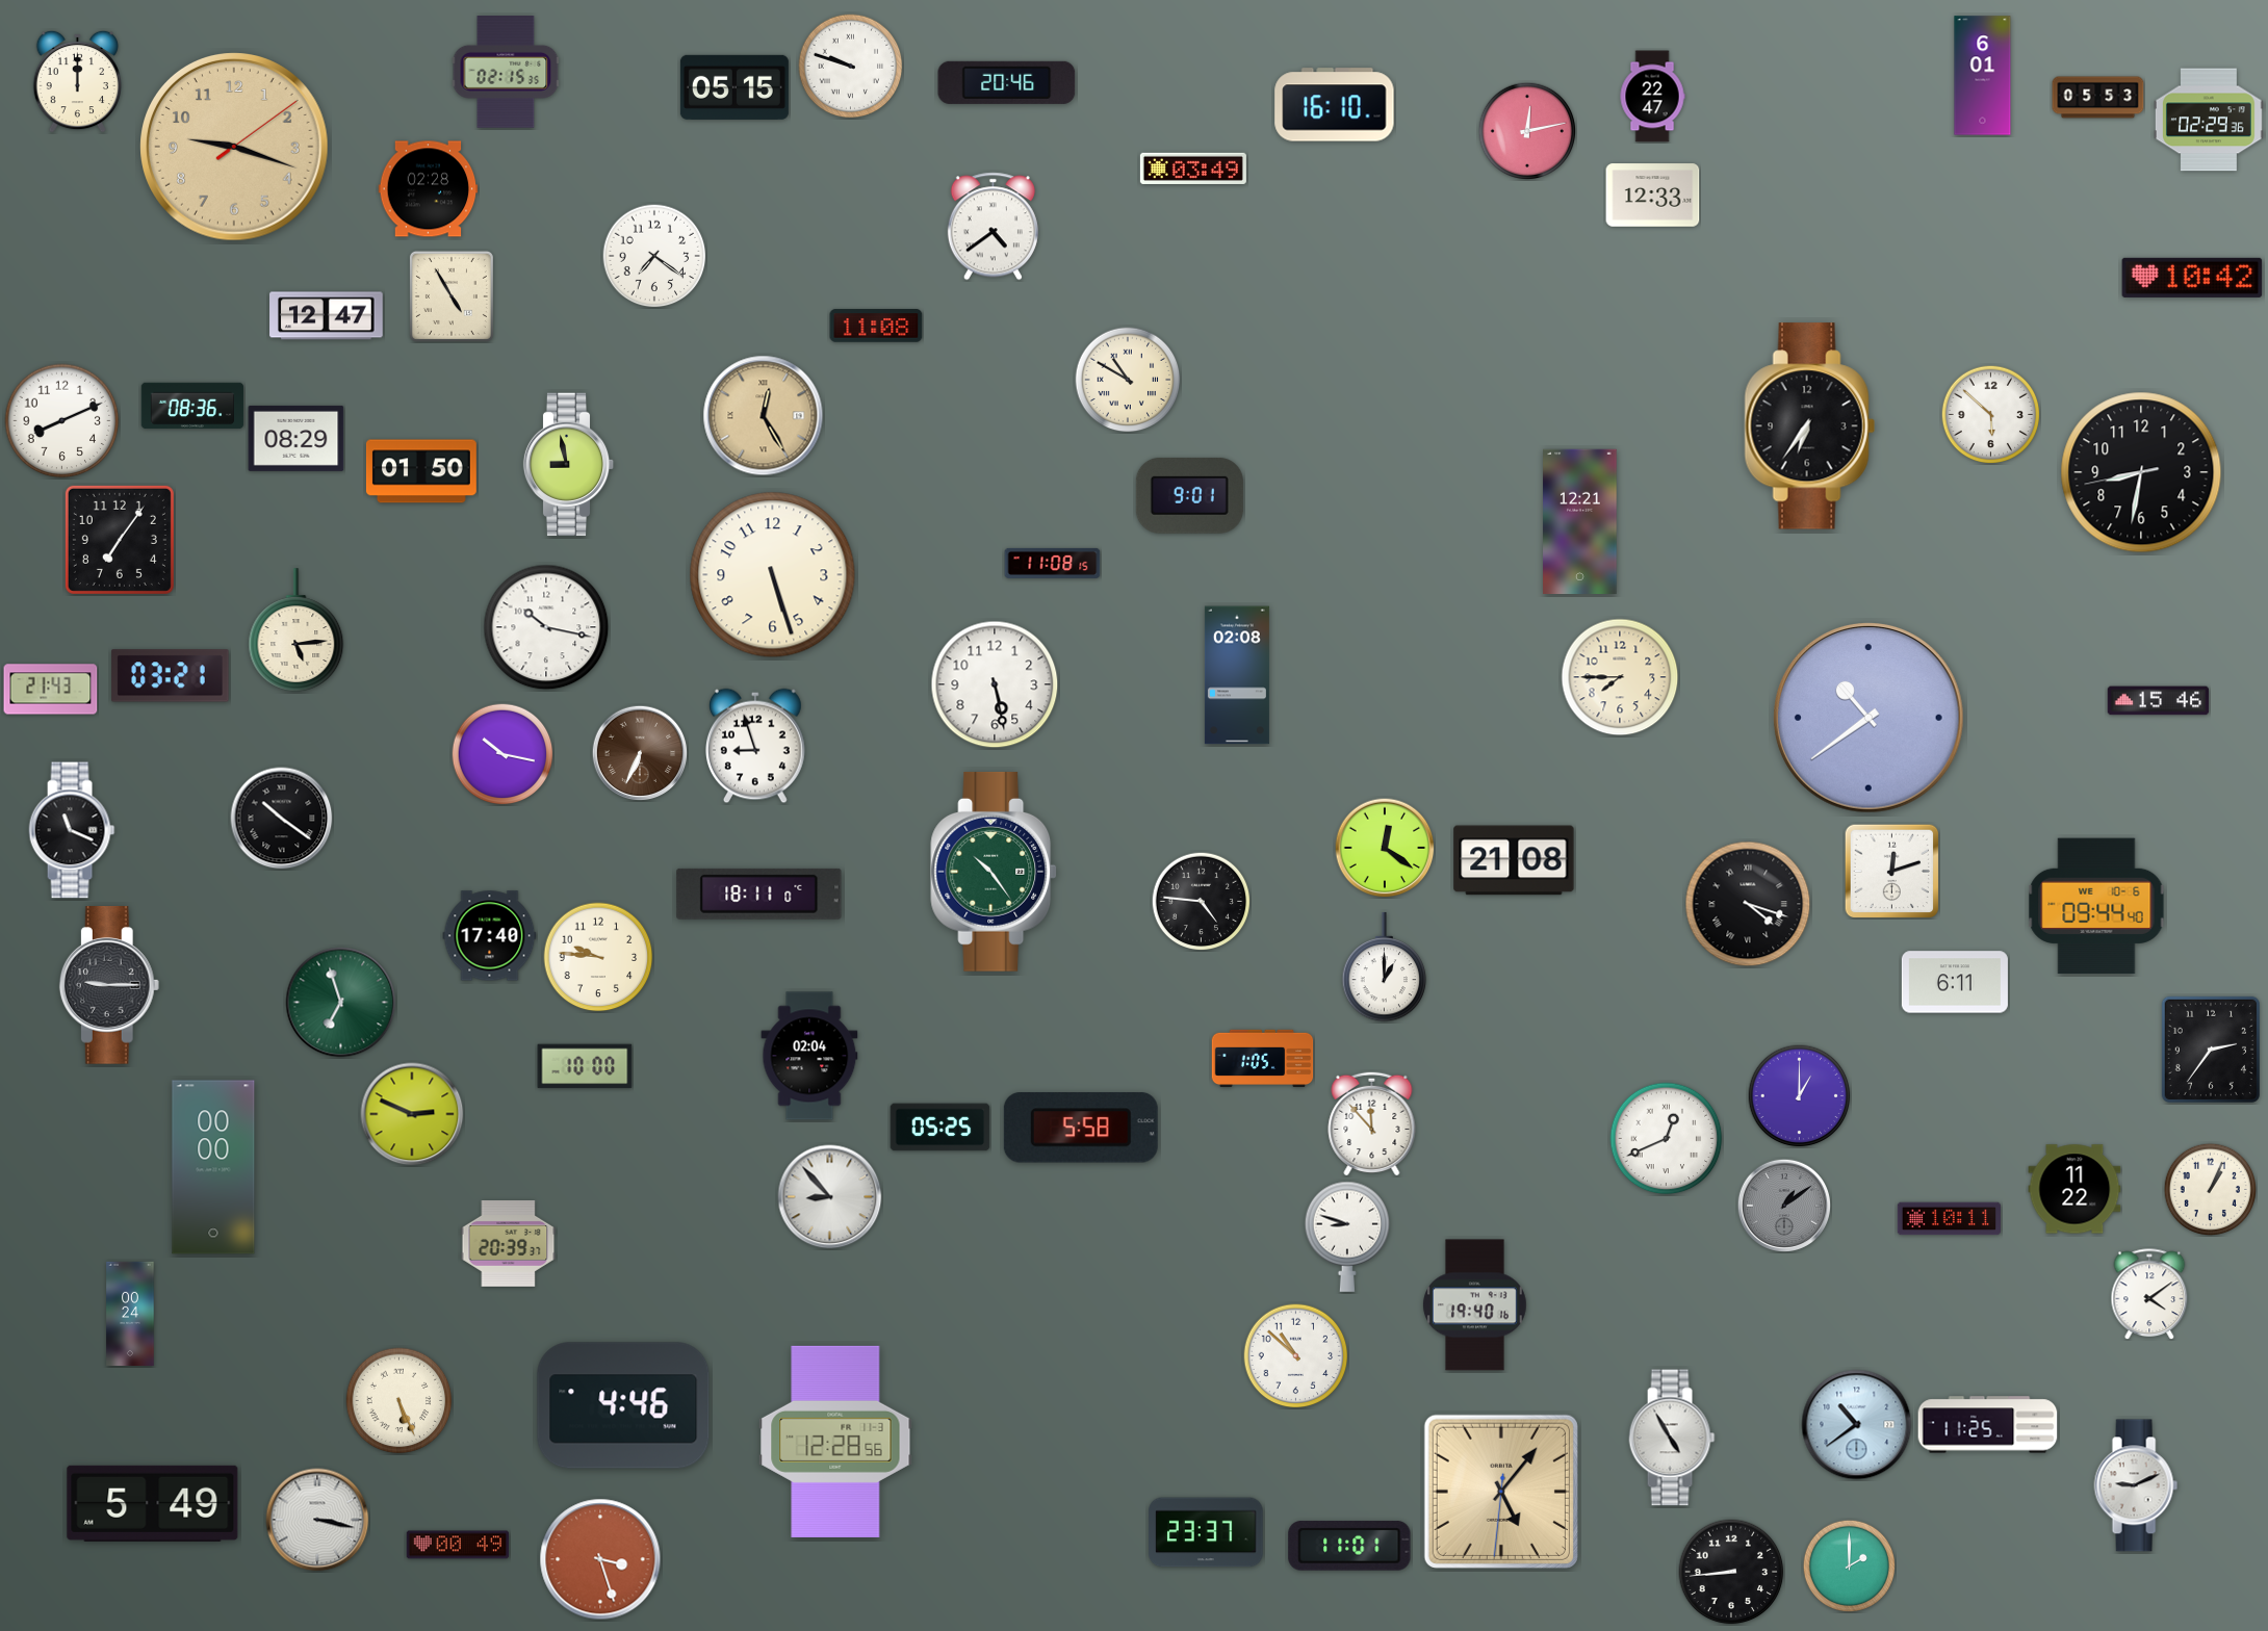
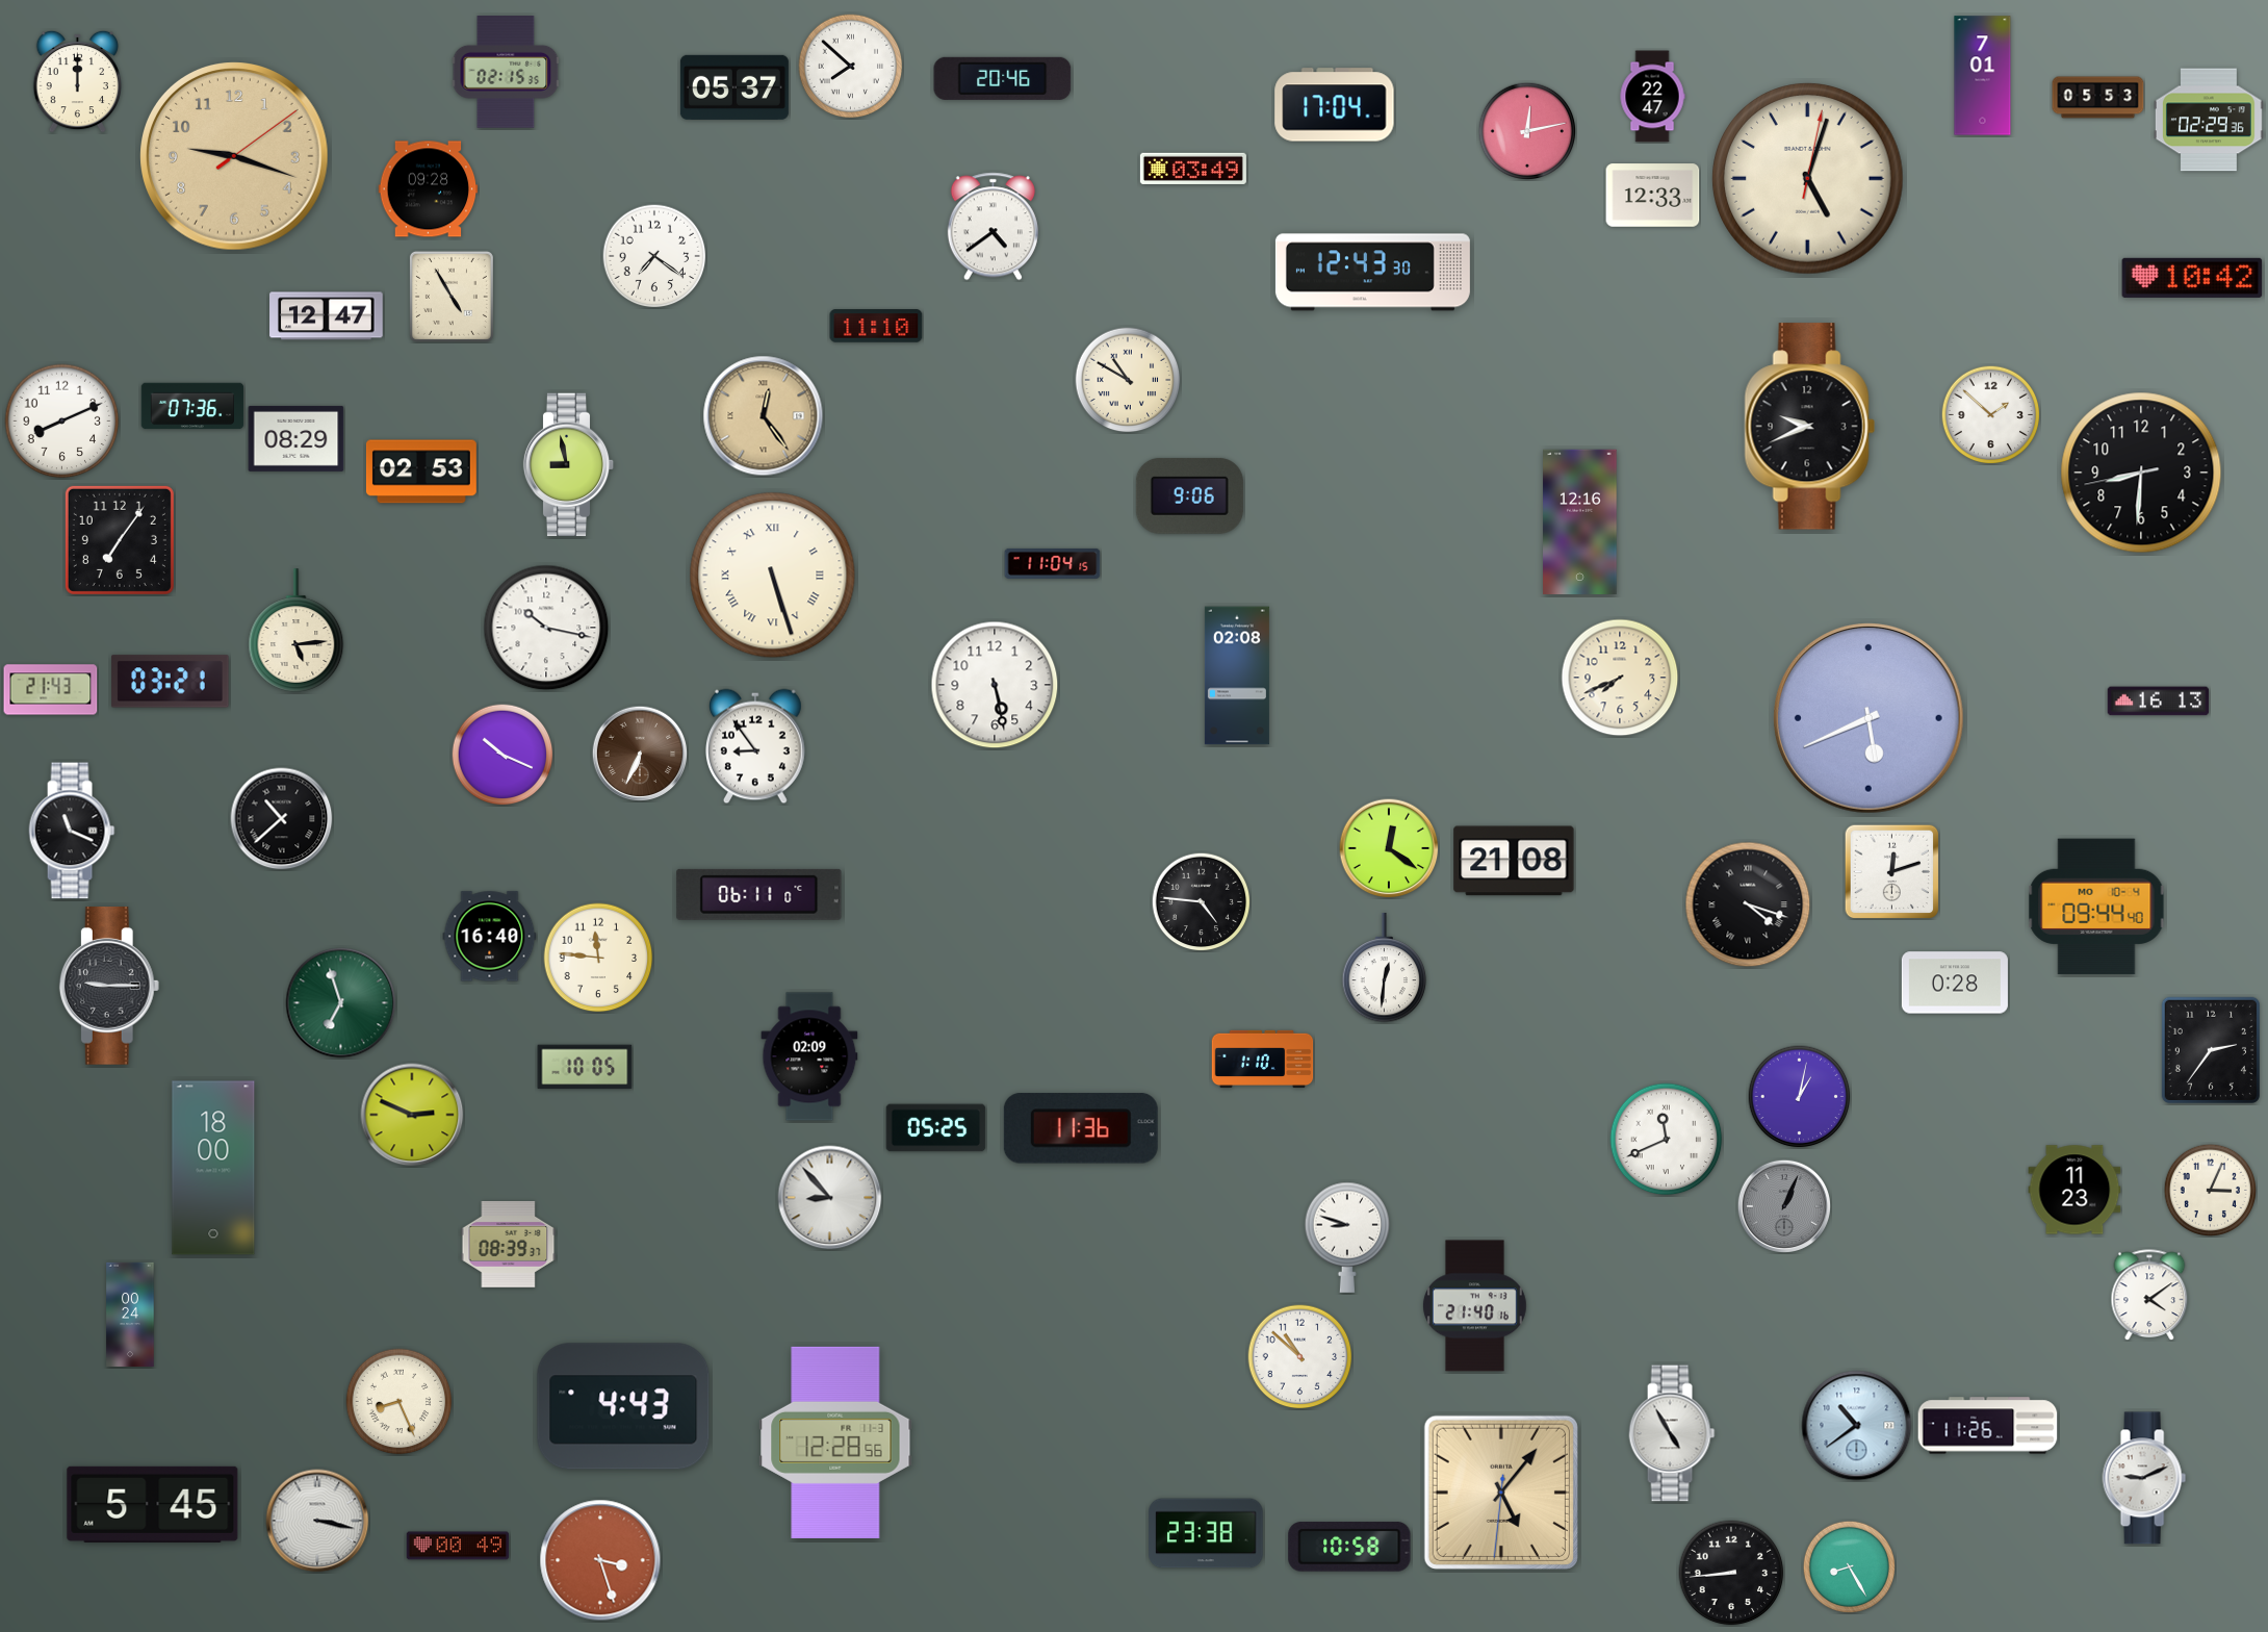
clock at (851, 67): 9:48 -> 7:52
clock at (1983, 76): 6:01 -> 7:01
clock at (1007, 82) position: (1007, 82) -> (1003, 78)
clock at (734, 87): 05:15 -> 05:37
clock at (1335, 105): 16:10 -> 17:04
clock at (234, 147) position: (234, 147) -> (234, 156)
clock at (1808, 179): none -> 5:03
clock at (429, 189): 02:28 -> 09:28
clock at (1372, 273): none -> 12:43
clock at (876, 326): 11:08 -> 11:10
clock at (192, 406): 08:36 -> 07:36
clock at (1990, 414): 5:52 -> 1:52
clock at (764, 416): 12:25 -> 12:24
clock at (1809, 426): 6:36 -> 9:41
clock at (421, 471): 01:50 -> 02:53
clock at (2141, 472): 8:31 -> 8:30
clock at (1189, 496): 9:01 -> 9:06
clock at (1580, 521): 12:21 -> 12:16
clock at (1053, 563): 11:08 -> 11:04
clock at (773, 575) numerals: Arabic -> Roman
clock at (171, 676) position: (171, 676) -> (171, 682)
clock at (1620, 677): 7:45 -> 7:41
clock at (2159, 701): 15:46 -> 16:13
clock at (1870, 719): 10:39 -> 5:41
clock at (756, 746): 8:57 -> 8:54
clock at (502, 754): 10:17 -> 10:19
clock at (282, 819): 10:21 -> 10:38
clock at (1385, 848) position: (1385, 848) -> (1389, 848)
clock at (994, 872): 10:24 -> none
clock at (759, 894): 18:11 -> 06:11
clock at (2096, 906) date: WE 10-6 -> MO 10-4
clock at (490, 936): 17:40 -> 16:40
clock at (598, 957): 9:46 -> 11:46
clock at (1385, 967): 1:00 -> 12:31
clock at (1955, 982): 6:11 -> 0:28
clock at (809, 1056): 02:04 -> 02:09
clock at (1263, 1059): 1:05 -> 1:10
clock at (585, 1066): 10:00 -> 10:05
clock at (1800, 1096): 1:00 -> 1:02
clock at (1372, 1123): 11:53 -> none
clock at (940, 1128) position: (940, 1128) -> (936, 1128)
clock at (1081, 1128): 5:58 -> 11:36
clock at (1667, 1139): 12:41 -> 11:41
clock at (213, 1167): 00:00 -> 18:00
clock at (2074, 1189): 11:22 -> 11:23
clock at (2210, 1189): 1:04 -> 3:04
clock at (1783, 1205): 1:09 -> 1:04
clock at (1949, 1219): 10:11 -> none
clock at (509, 1243): 20:39 -> 08:39
clock at (1474, 1305): 19:40 -> 21:40
clock at (1296, 1356) position: (1296, 1356) -> (1300, 1357)
clock at (400, 1401): 5:26 -> 8:26
clock at (623, 1405): 4:46 -> 4:43
clock at (1988, 1425): 11:25 -> 11:26
clock at (1672, 1438) position: (1672, 1438) -> (1672, 1433)
clock at (2136, 1485) position: (2136, 1485) -> (2144, 1478)
clock at (153, 1503): 5:49 -> 5:45
clock at (1206, 1532): 23:37 -> 23:38
clock at (1349, 1546): 11:01 -> 10:58
clock at (1849, 1565): 2:00 -> 8:25
